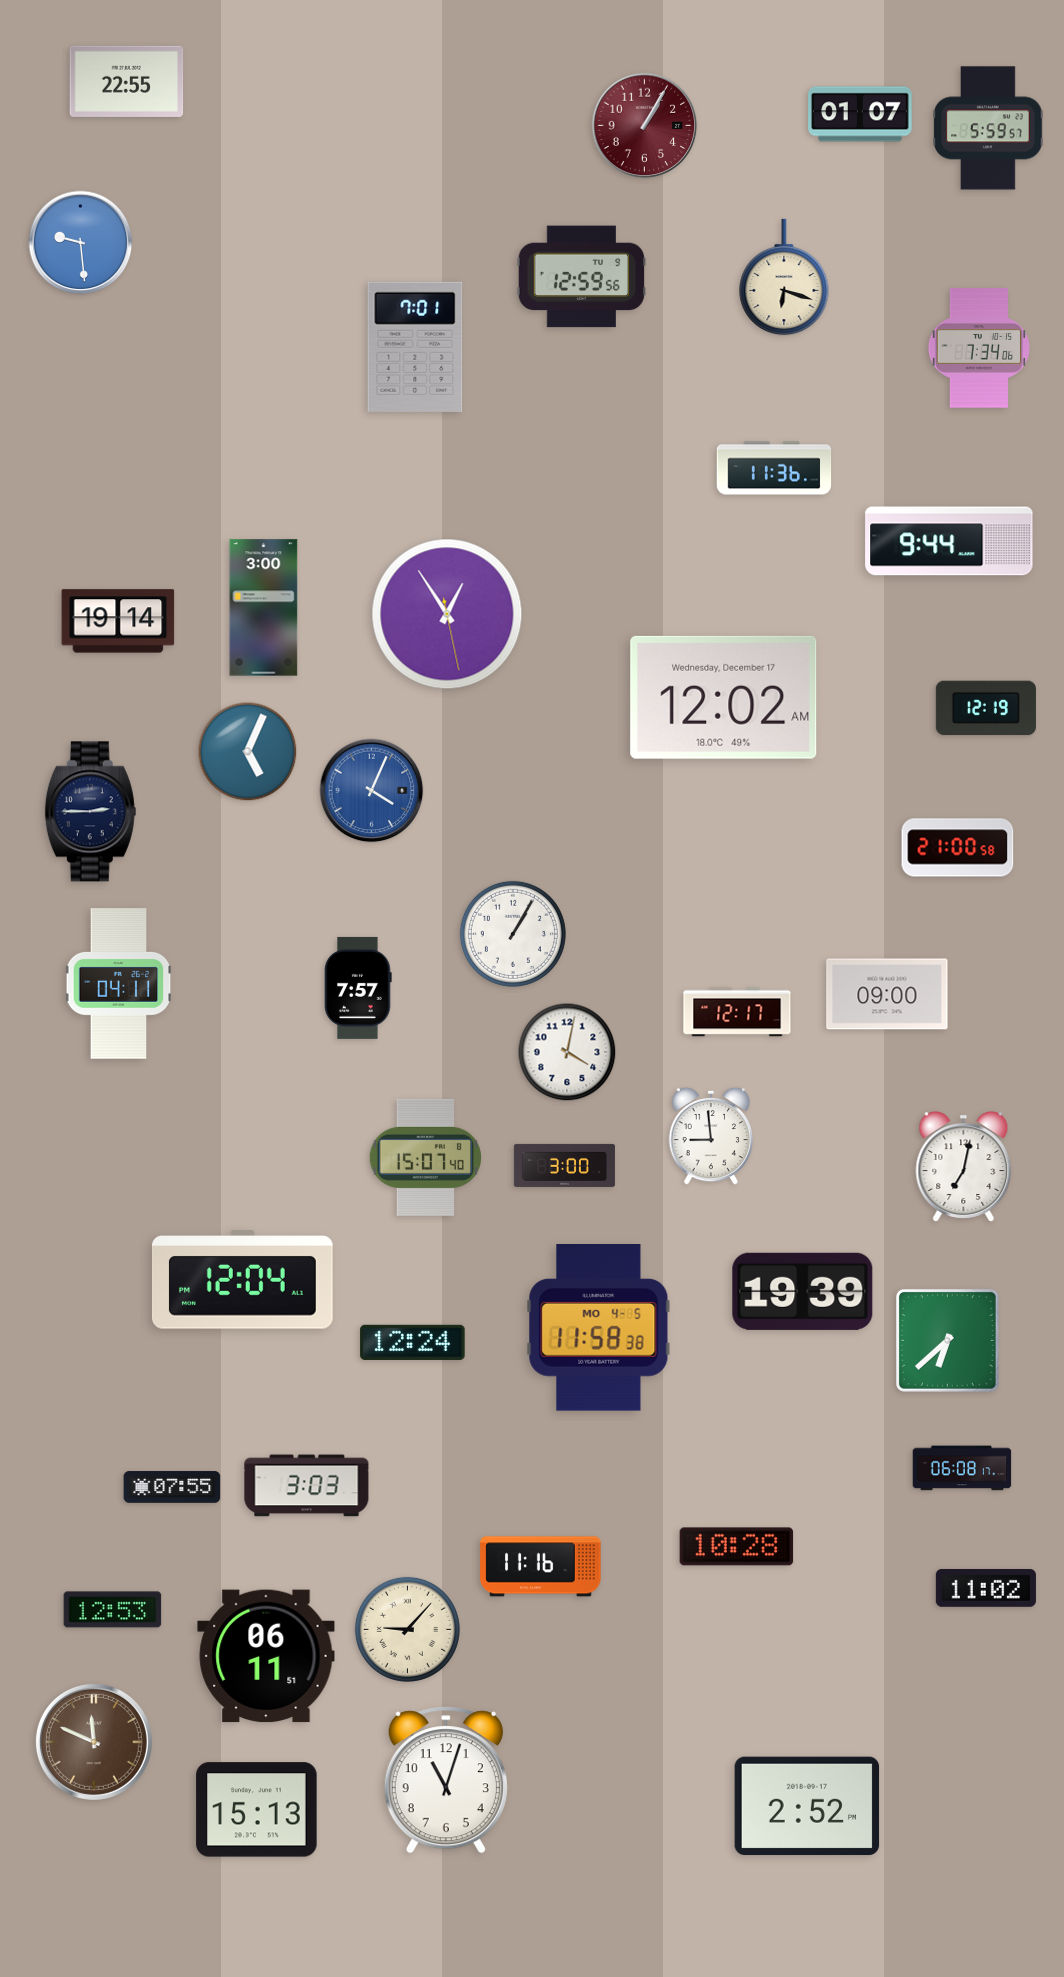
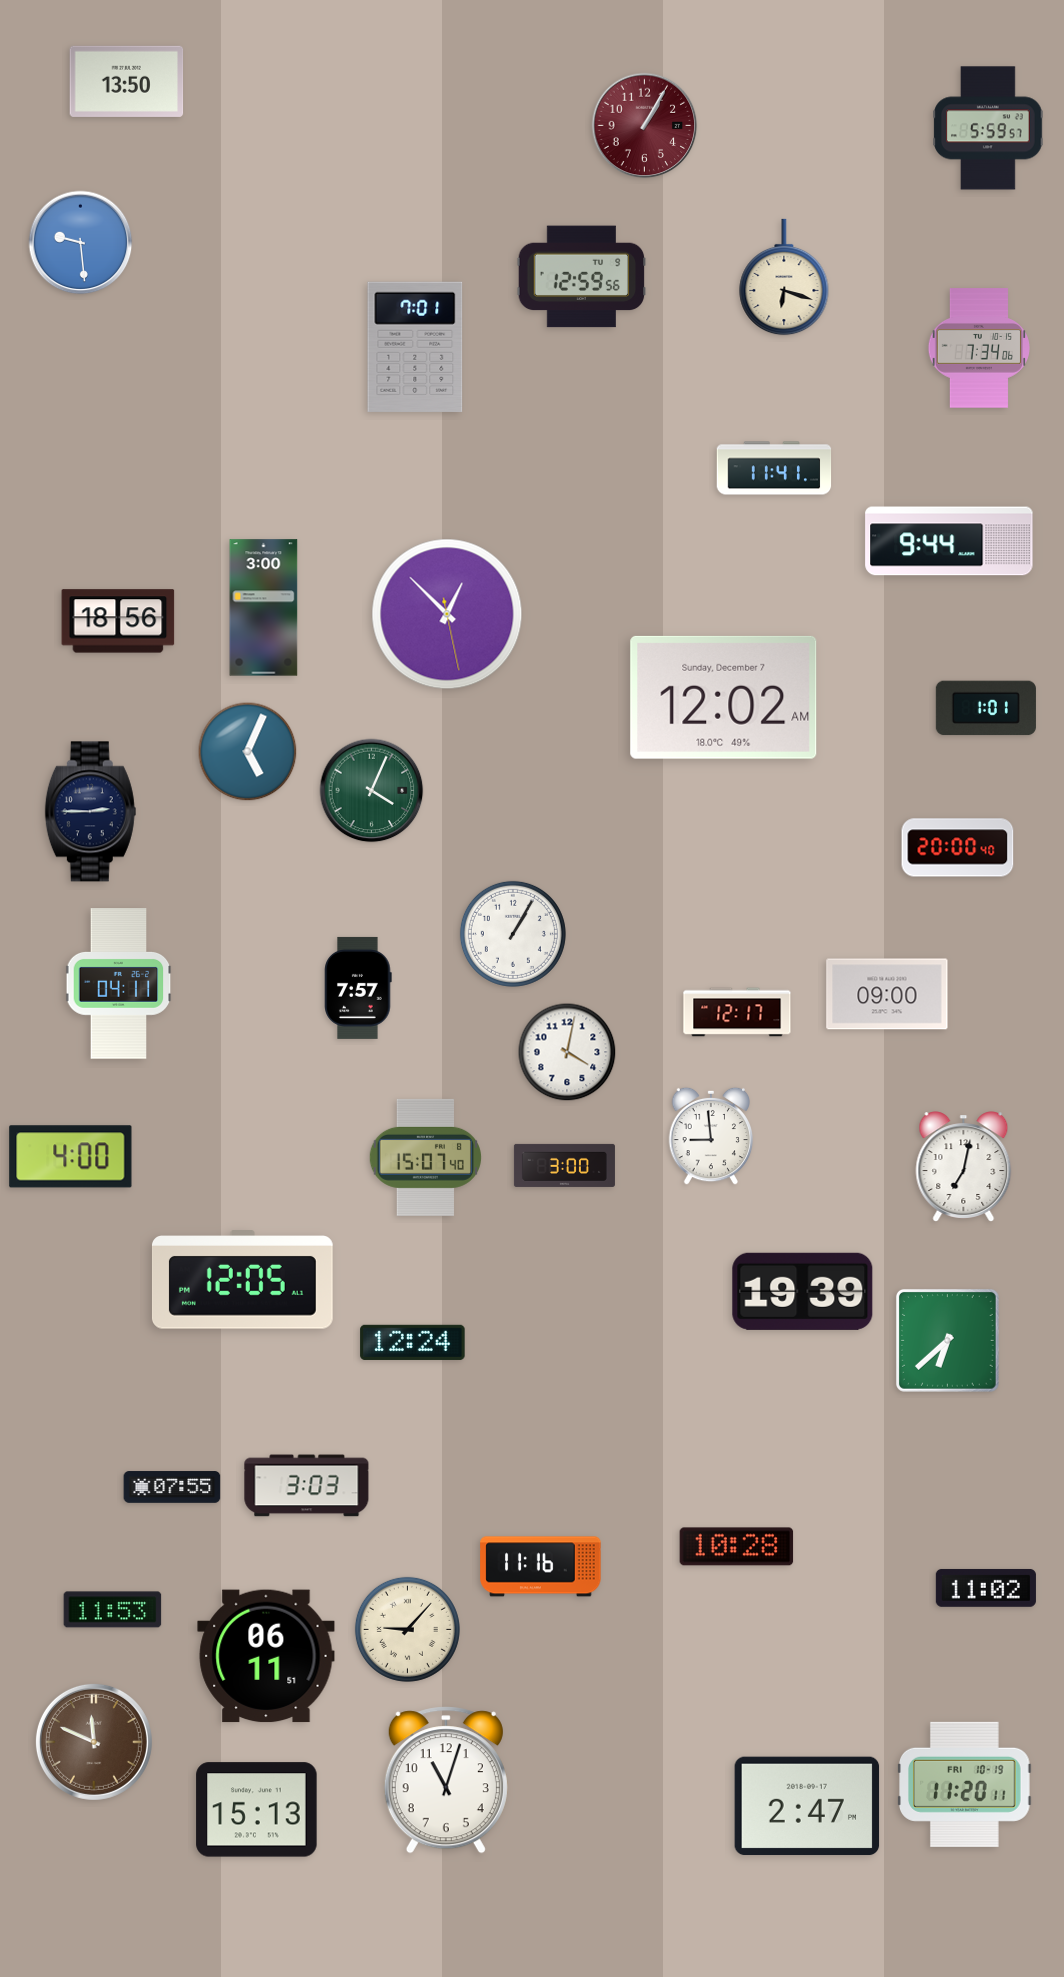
clock at (127, 81): 22:55 -> 13:50
clock at (860, 114): 01:07 -> none
clock at (774, 468): 11:36 -> 11:41
clock at (447, 614): 12:54 -> 12:52
clock at (118, 621): 19:14 -> 18:56
clock at (724, 697) date: Wednesday, December 17 -> Sunday, December 7
clock at (986, 708): 12:19 -> 1:01
clock at (372, 791) dial: blue -> green
clock at (958, 848): 21:00 -> 20:00
clock at (71, 1157): none -> 4:00
clock at (242, 1280): 12:04 -> 12:05
clock at (599, 1328): 11:58 -> none
clock at (962, 1468): 06:08 -> none
clock at (113, 1610): 12:53 -> 11:53
clock at (965, 1784): none -> 11:20
clock at (807, 1806): 2:52 -> 2:47
